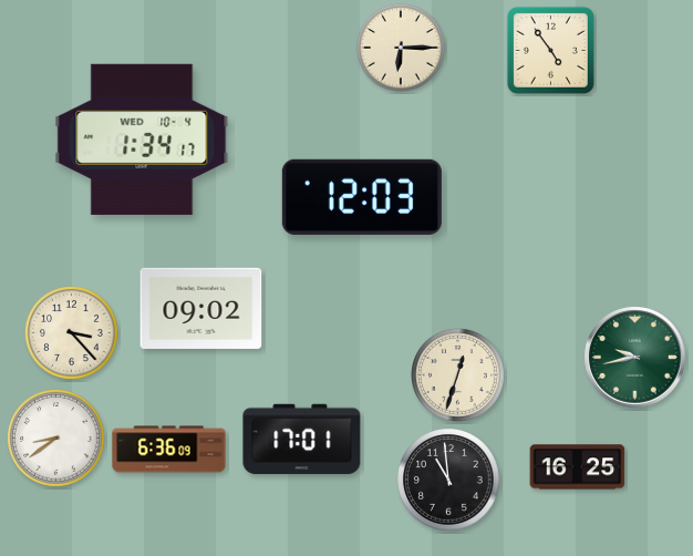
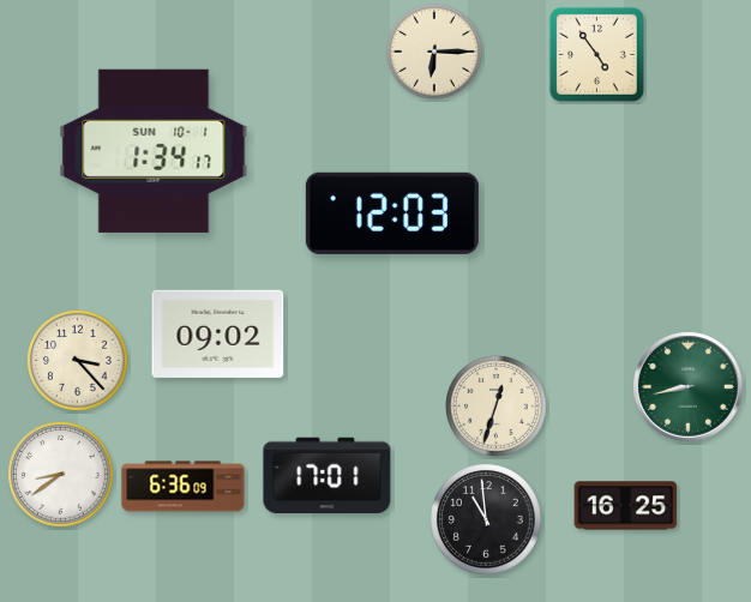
clock at (142, 140) date: WED 10-4 -> SUN 10-1
clock at (635, 358): 9:43 -> 8:43
